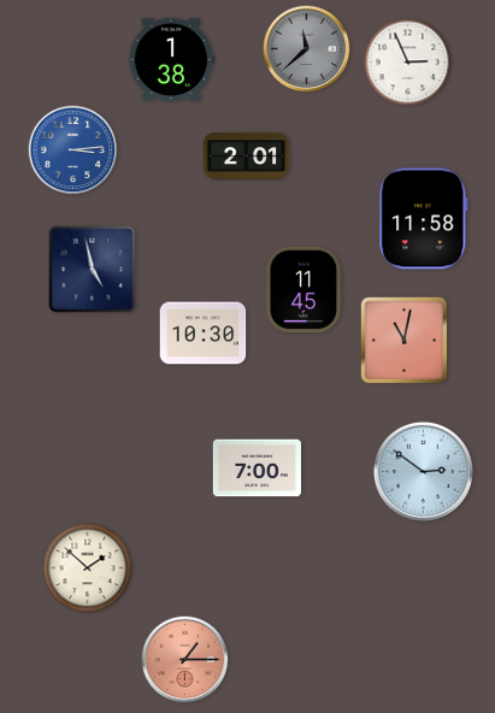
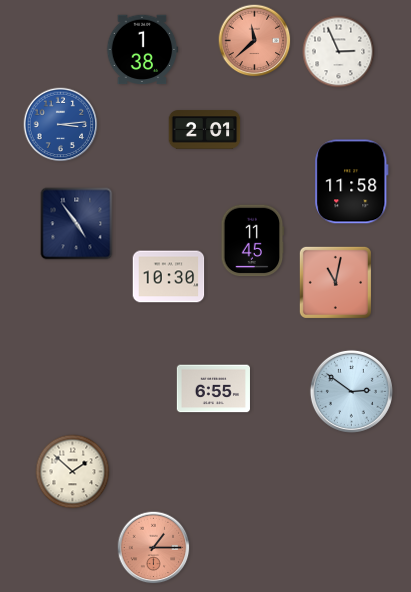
clock at (307, 49) dial: grey -> salmon
clock at (93, 270): 4:58 -> 4:54
clock at (257, 469): 7:00 -> 6:55
